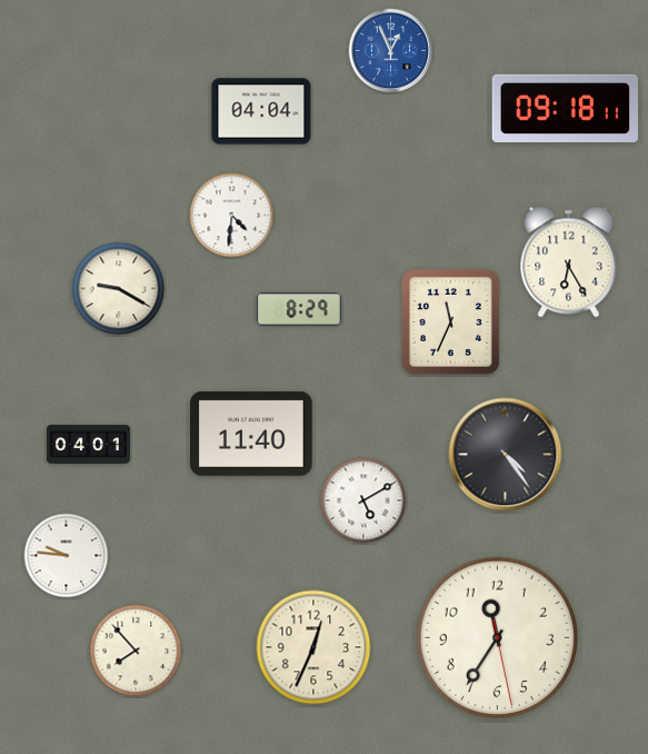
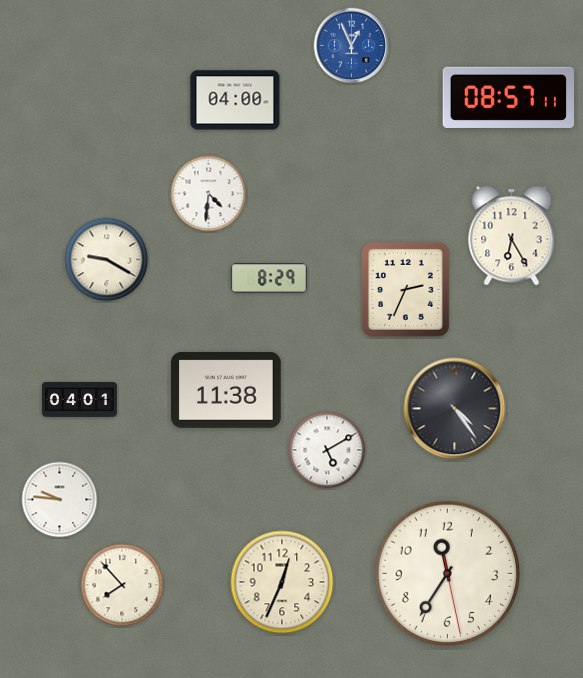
clock at (565, 108): 09:18 -> 08:57
clock at (261, 111): 04:04 -> 04:00
clock at (450, 321): 11:34 -> 2:34
clock at (251, 434): 11:40 -> 11:38
